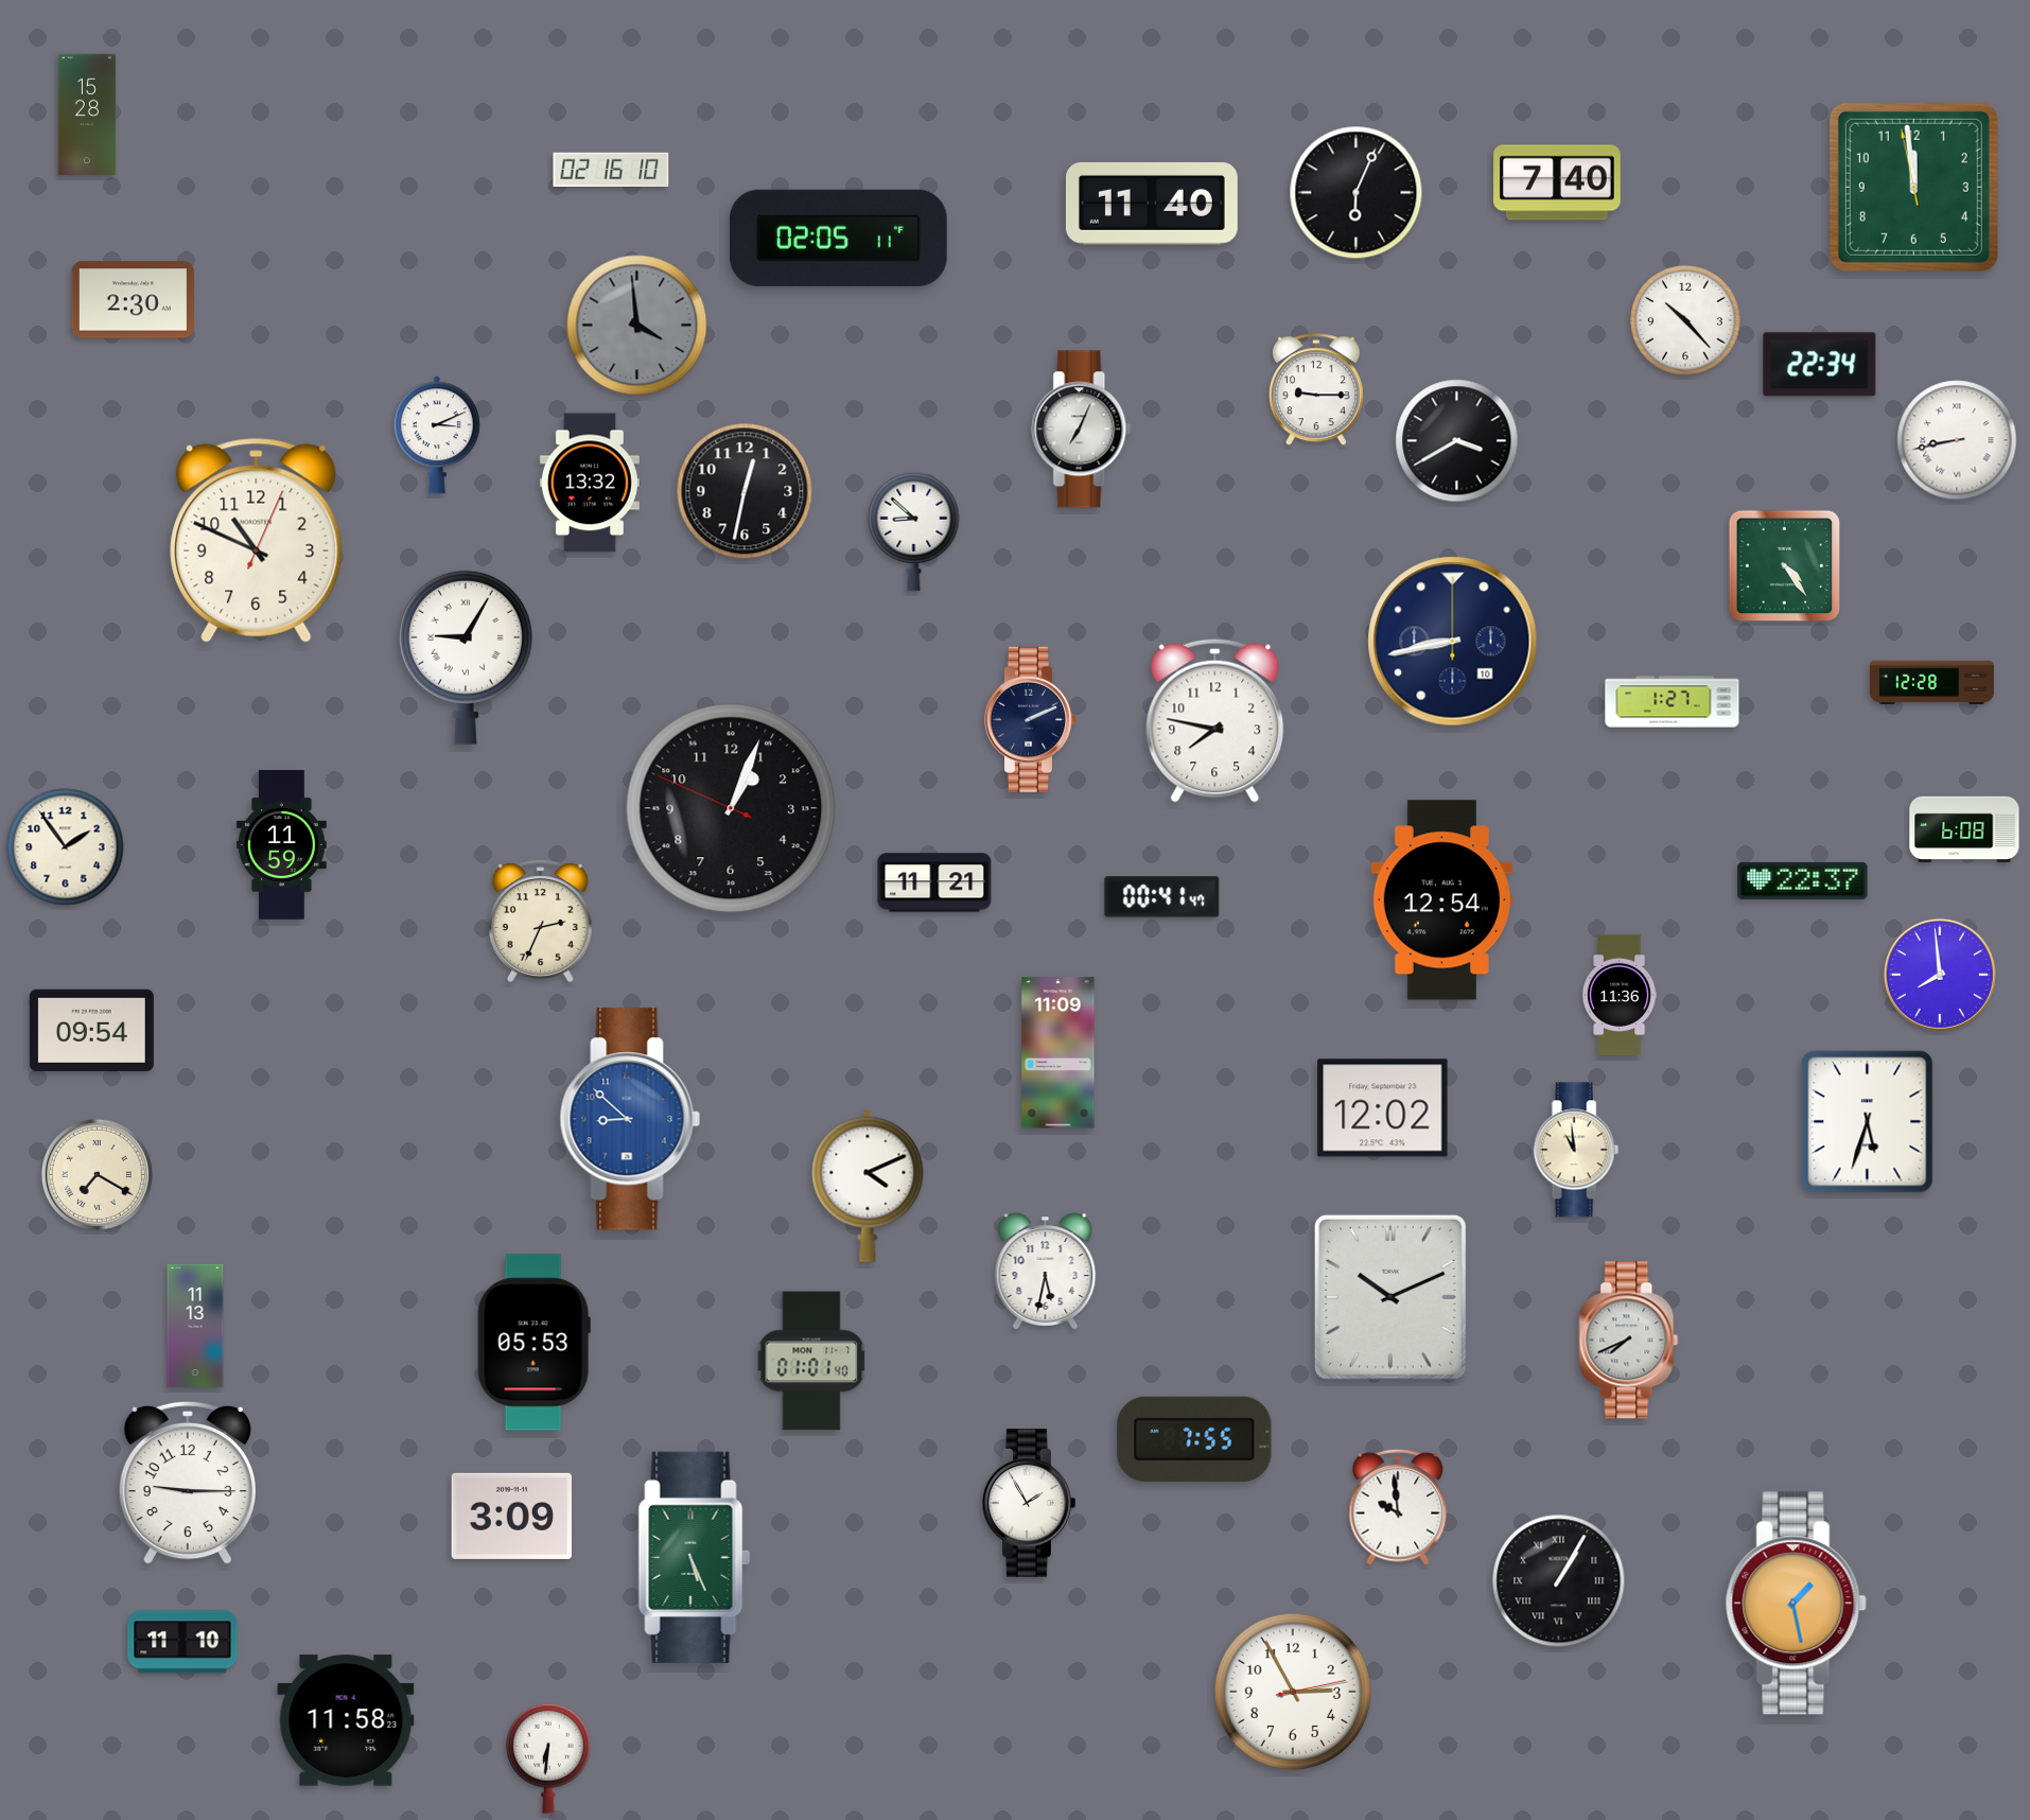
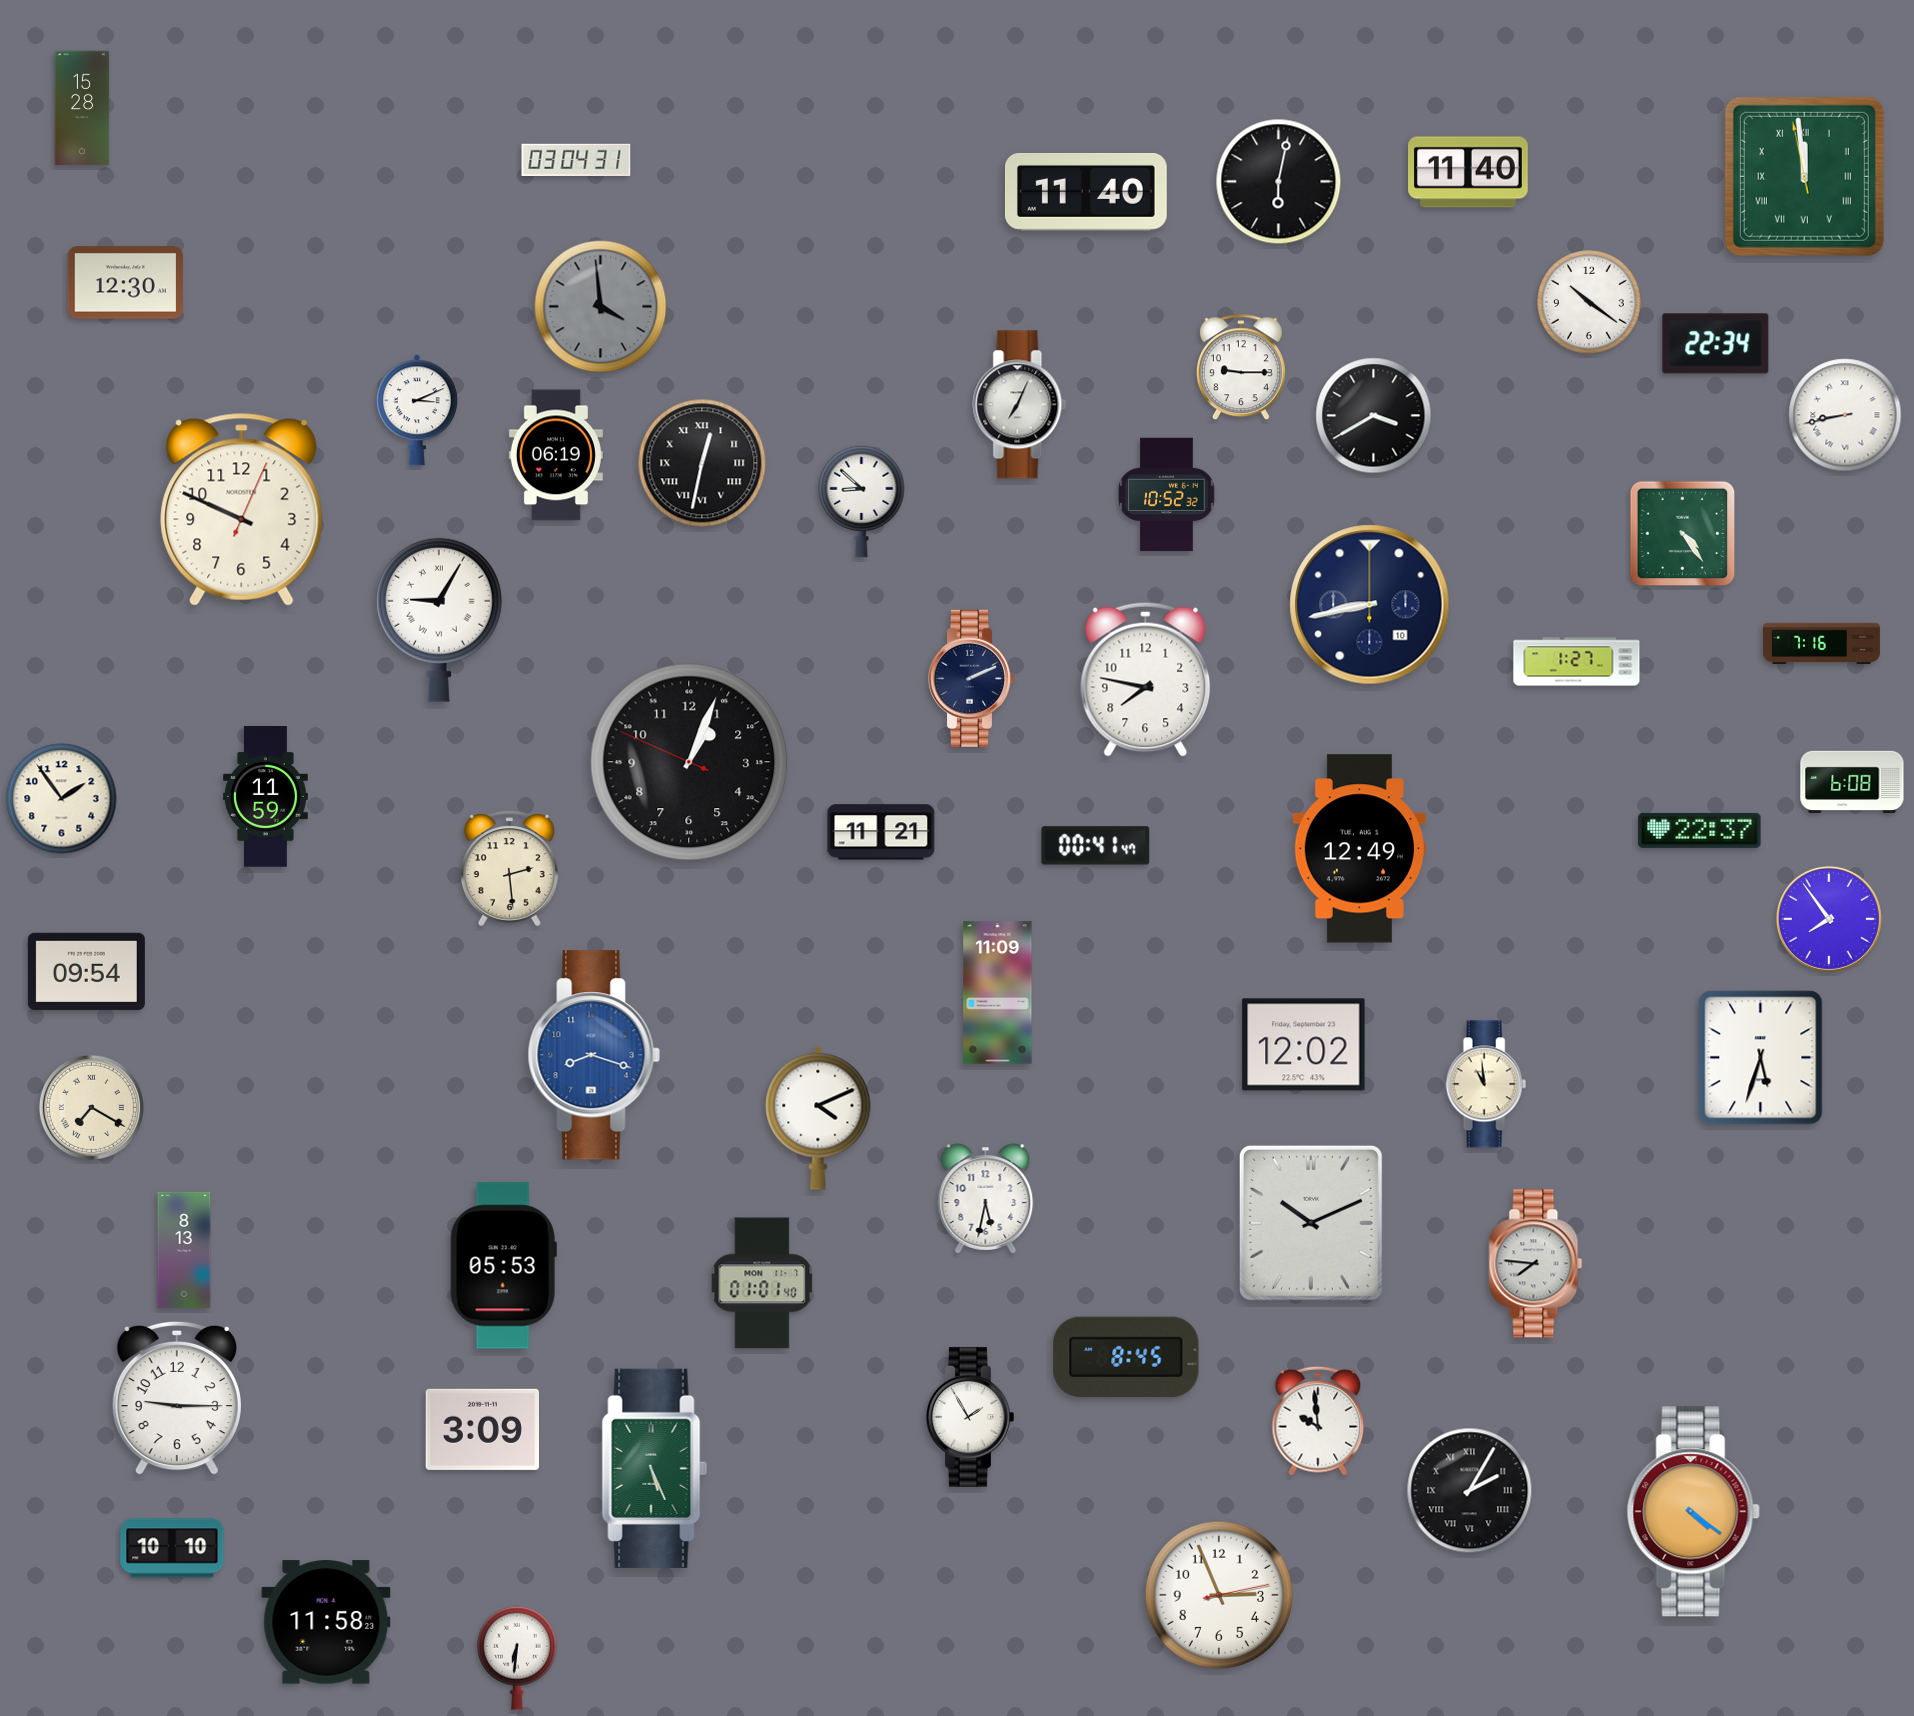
clock at (611, 170): 02:16 -> 03:04
clock at (1557, 182): 7:40 -> 11:40
clock at (1913, 187) numerals: Arabic -> Roman
clock at (1357, 193): 6:04 -> 6:02
clock at (838, 238): 02:05 -> none
clock at (133, 300): 2:30 -> 12:30
clock at (1685, 320): 10:23 -> 10:21
clock at (437, 435) position: (437, 435) -> (417, 410)
clock at (590, 483): 13:32 -> 06:19
clock at (745, 491) numerals: Arabic -> Roman
clock at (1167, 495): none -> 10:52
clock at (257, 540): 10:49 -> 9:49
clock at (1931, 682): 12:28 -> 7:16
clock at (1441, 900): 12:54 -> 12:49
clock at (540, 922): 2:34 -> 2:29
clock at (1940, 975): 7:59 -> 7:54
clock at (1620, 995): 11:36 -> none
clock at (630, 1119): 8:52 -> 8:18
clock at (195, 1326): 11:13 -> 8:13
clock at (1629, 1341): 7:41 -> 7:46
clock at (811, 1361) position: (811, 1361) -> (762, 1283)
clock at (1194, 1438): 7:55 -> 8:45
clock at (1559, 1581): 1:05 -> 2:05
clock at (1796, 1604): 1:28 -> 4:21
clock at (182, 1642): 11:10 -> 10:10
clock at (1293, 1692): 2:55 -> 2:56
